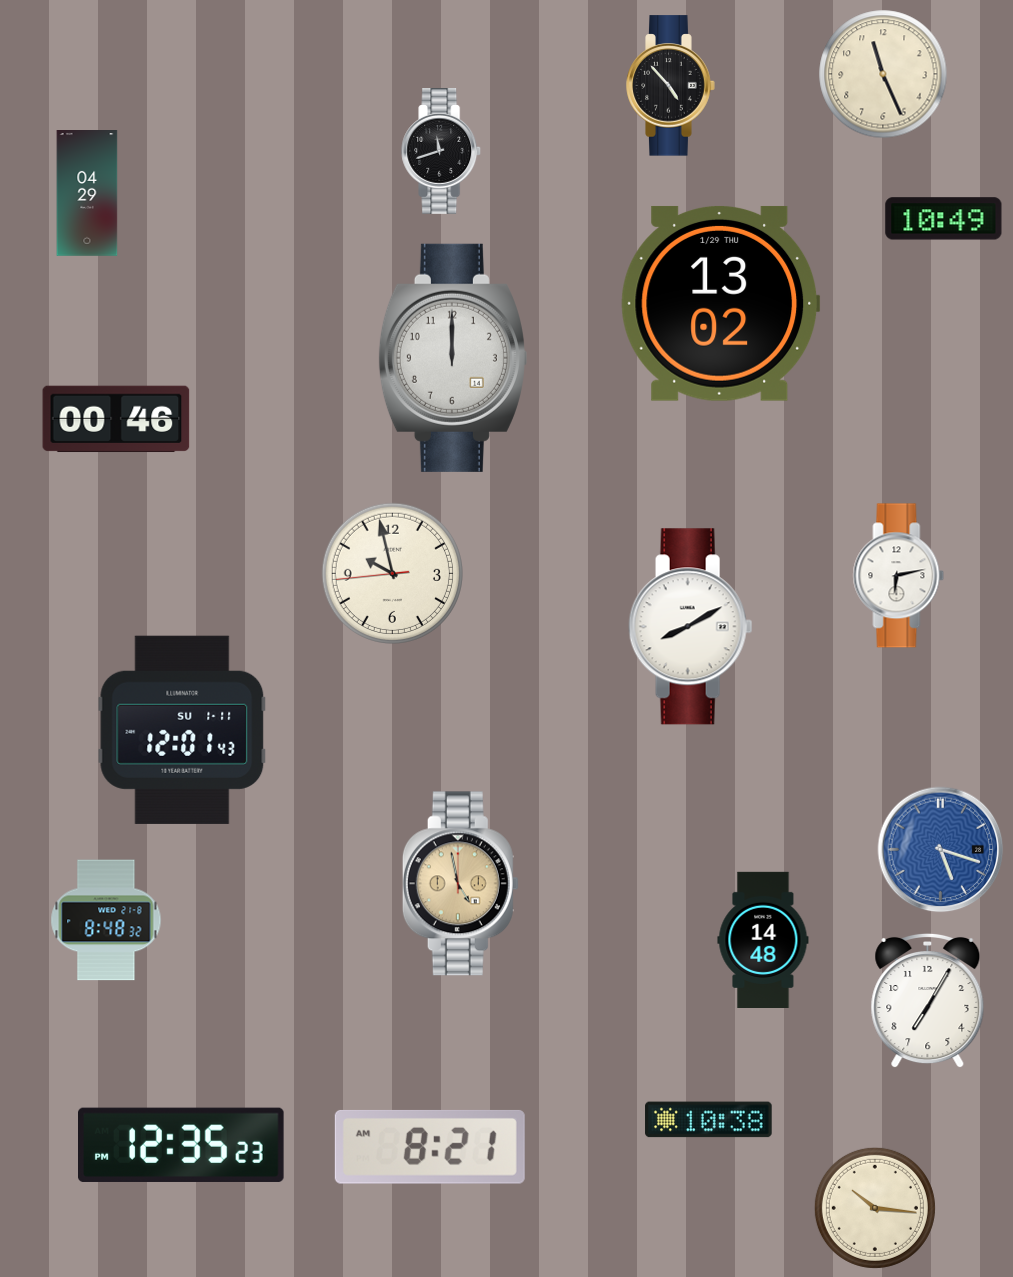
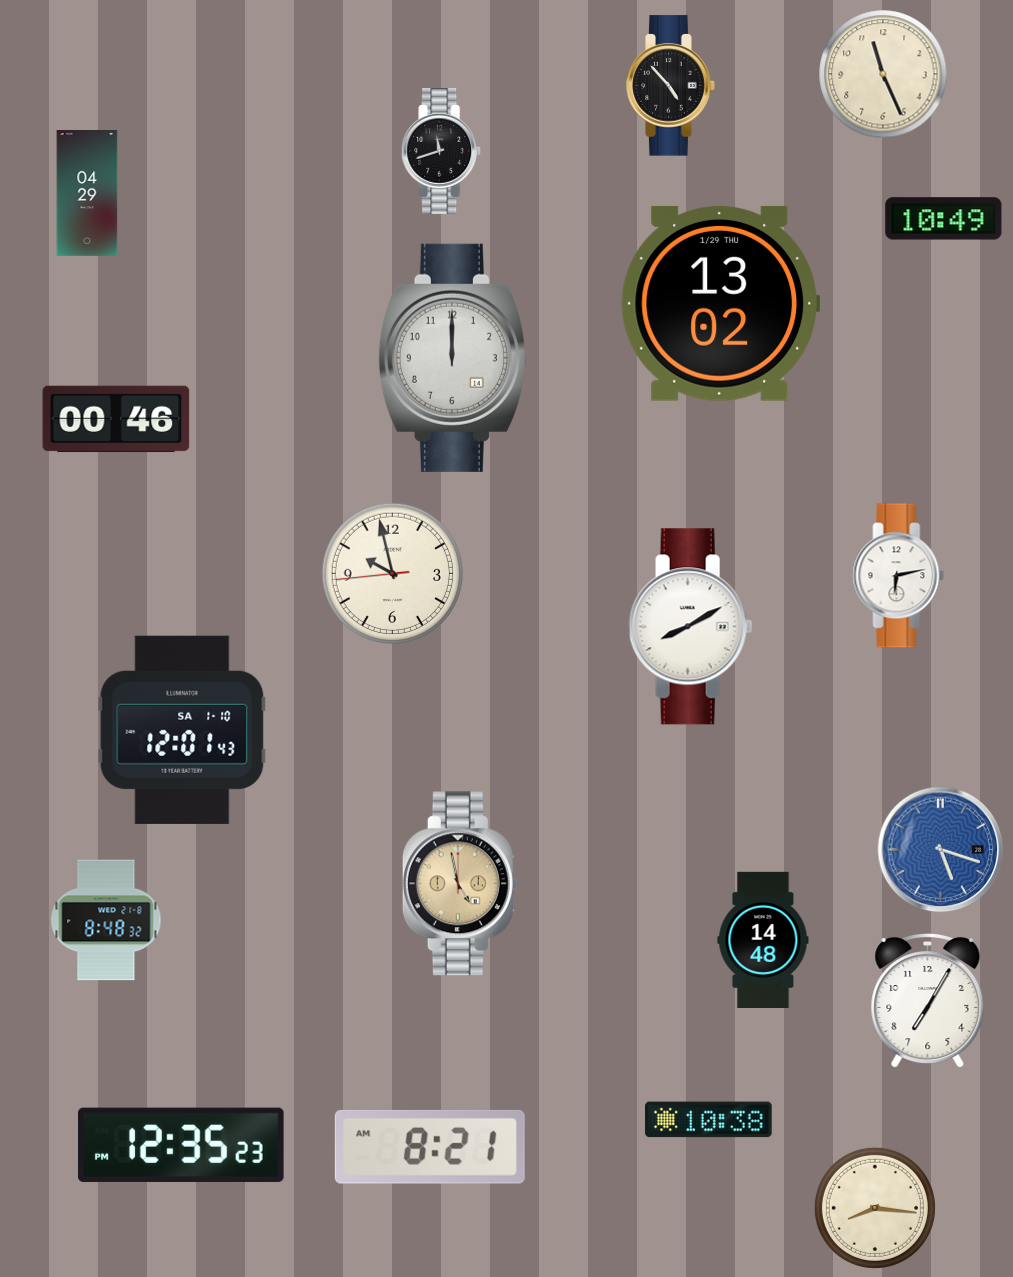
clock at (182, 730) date: SU 1-11 -> SA 1-10
clock at (875, 1208): 10:16 -> 8:16
